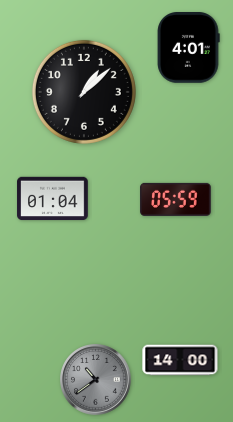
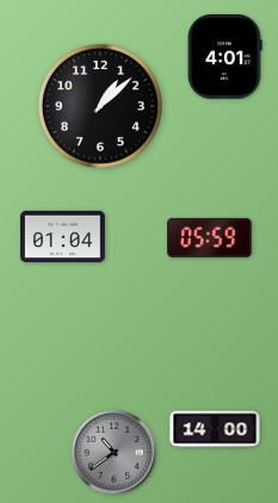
clock at (84, 92) position: (84, 92) -> (100, 106)
